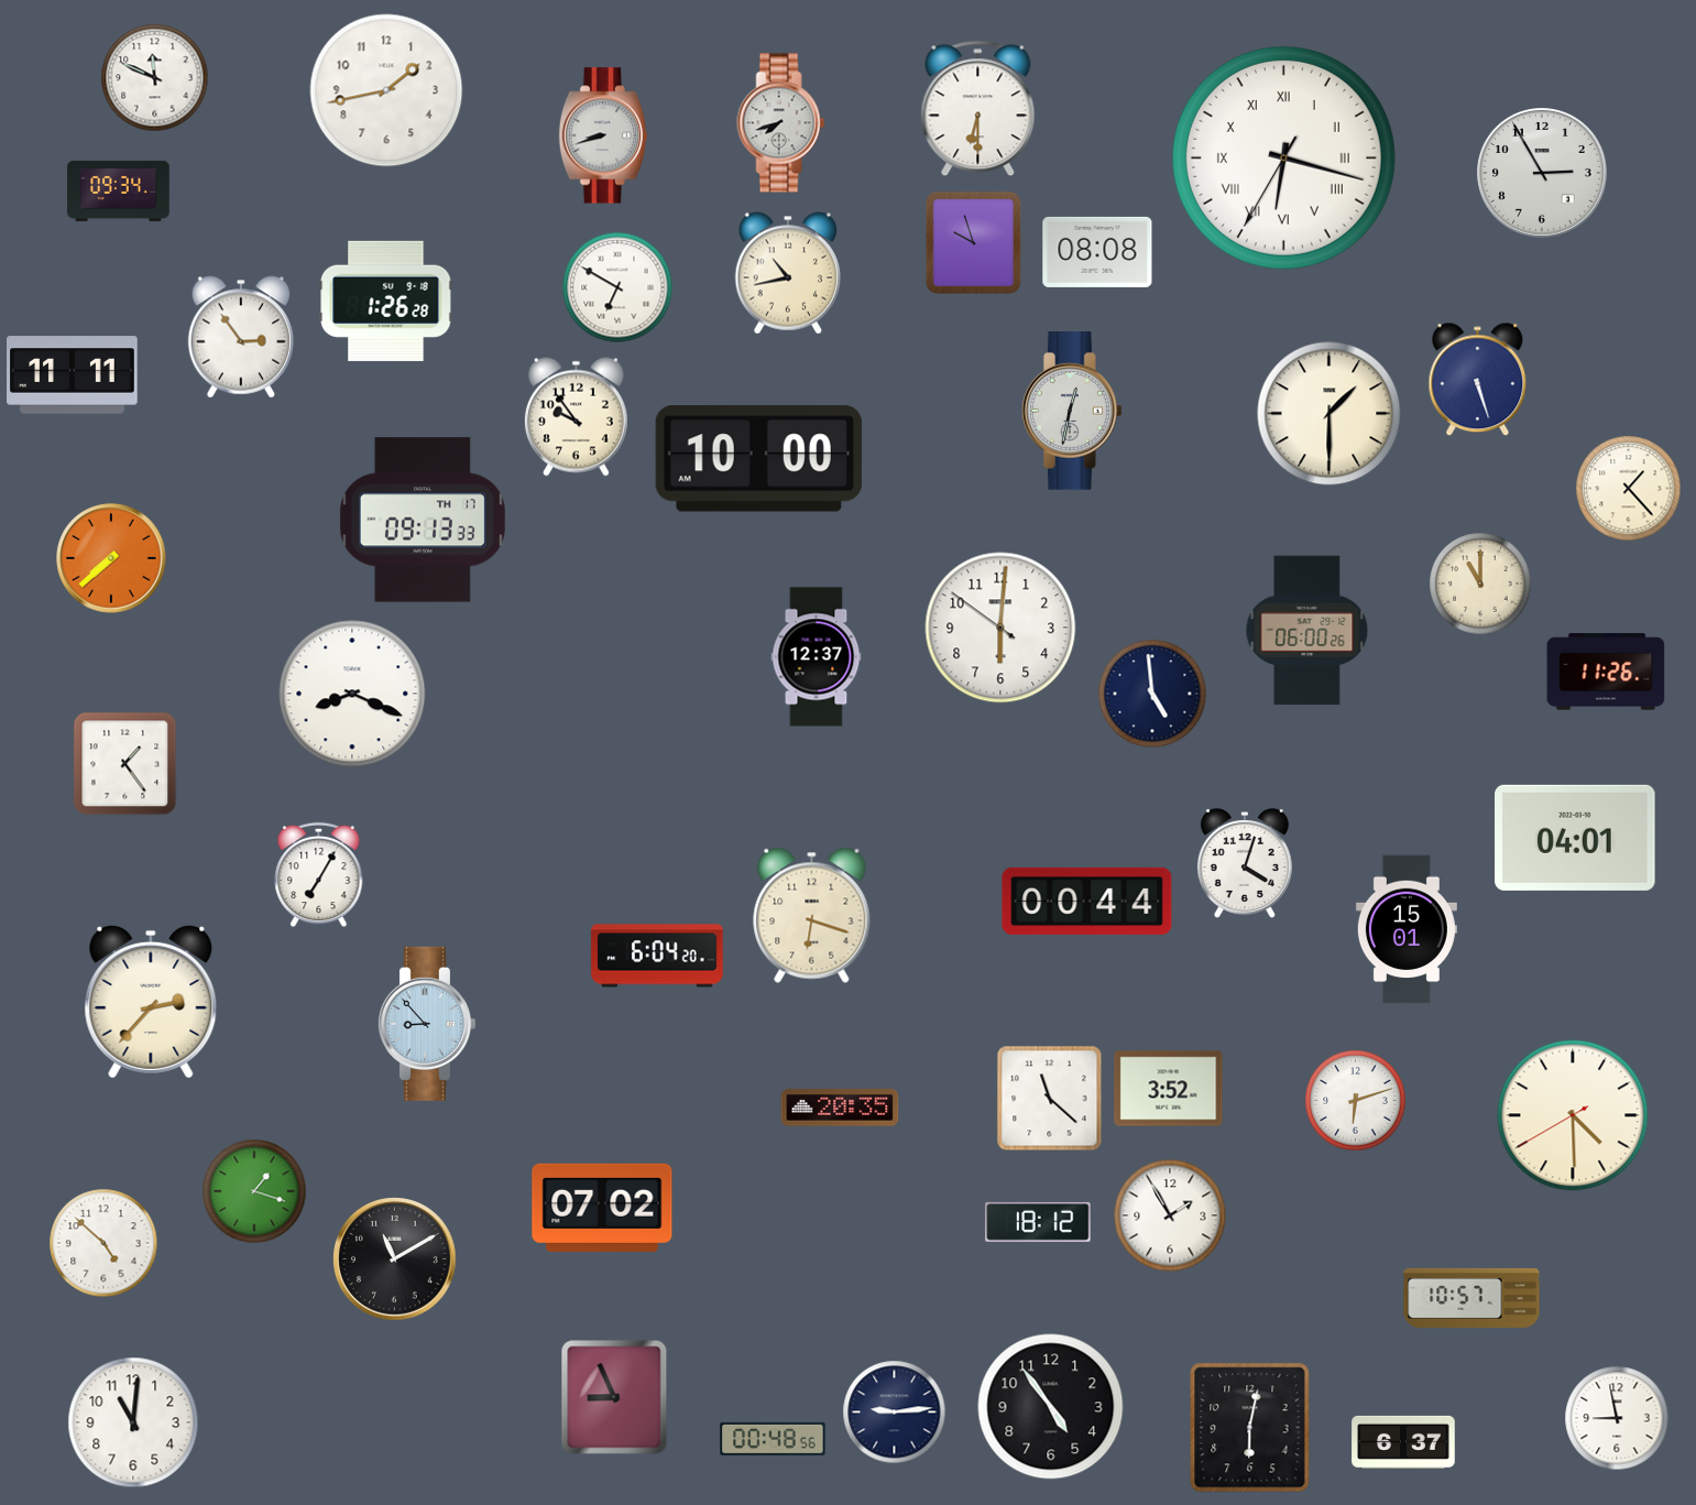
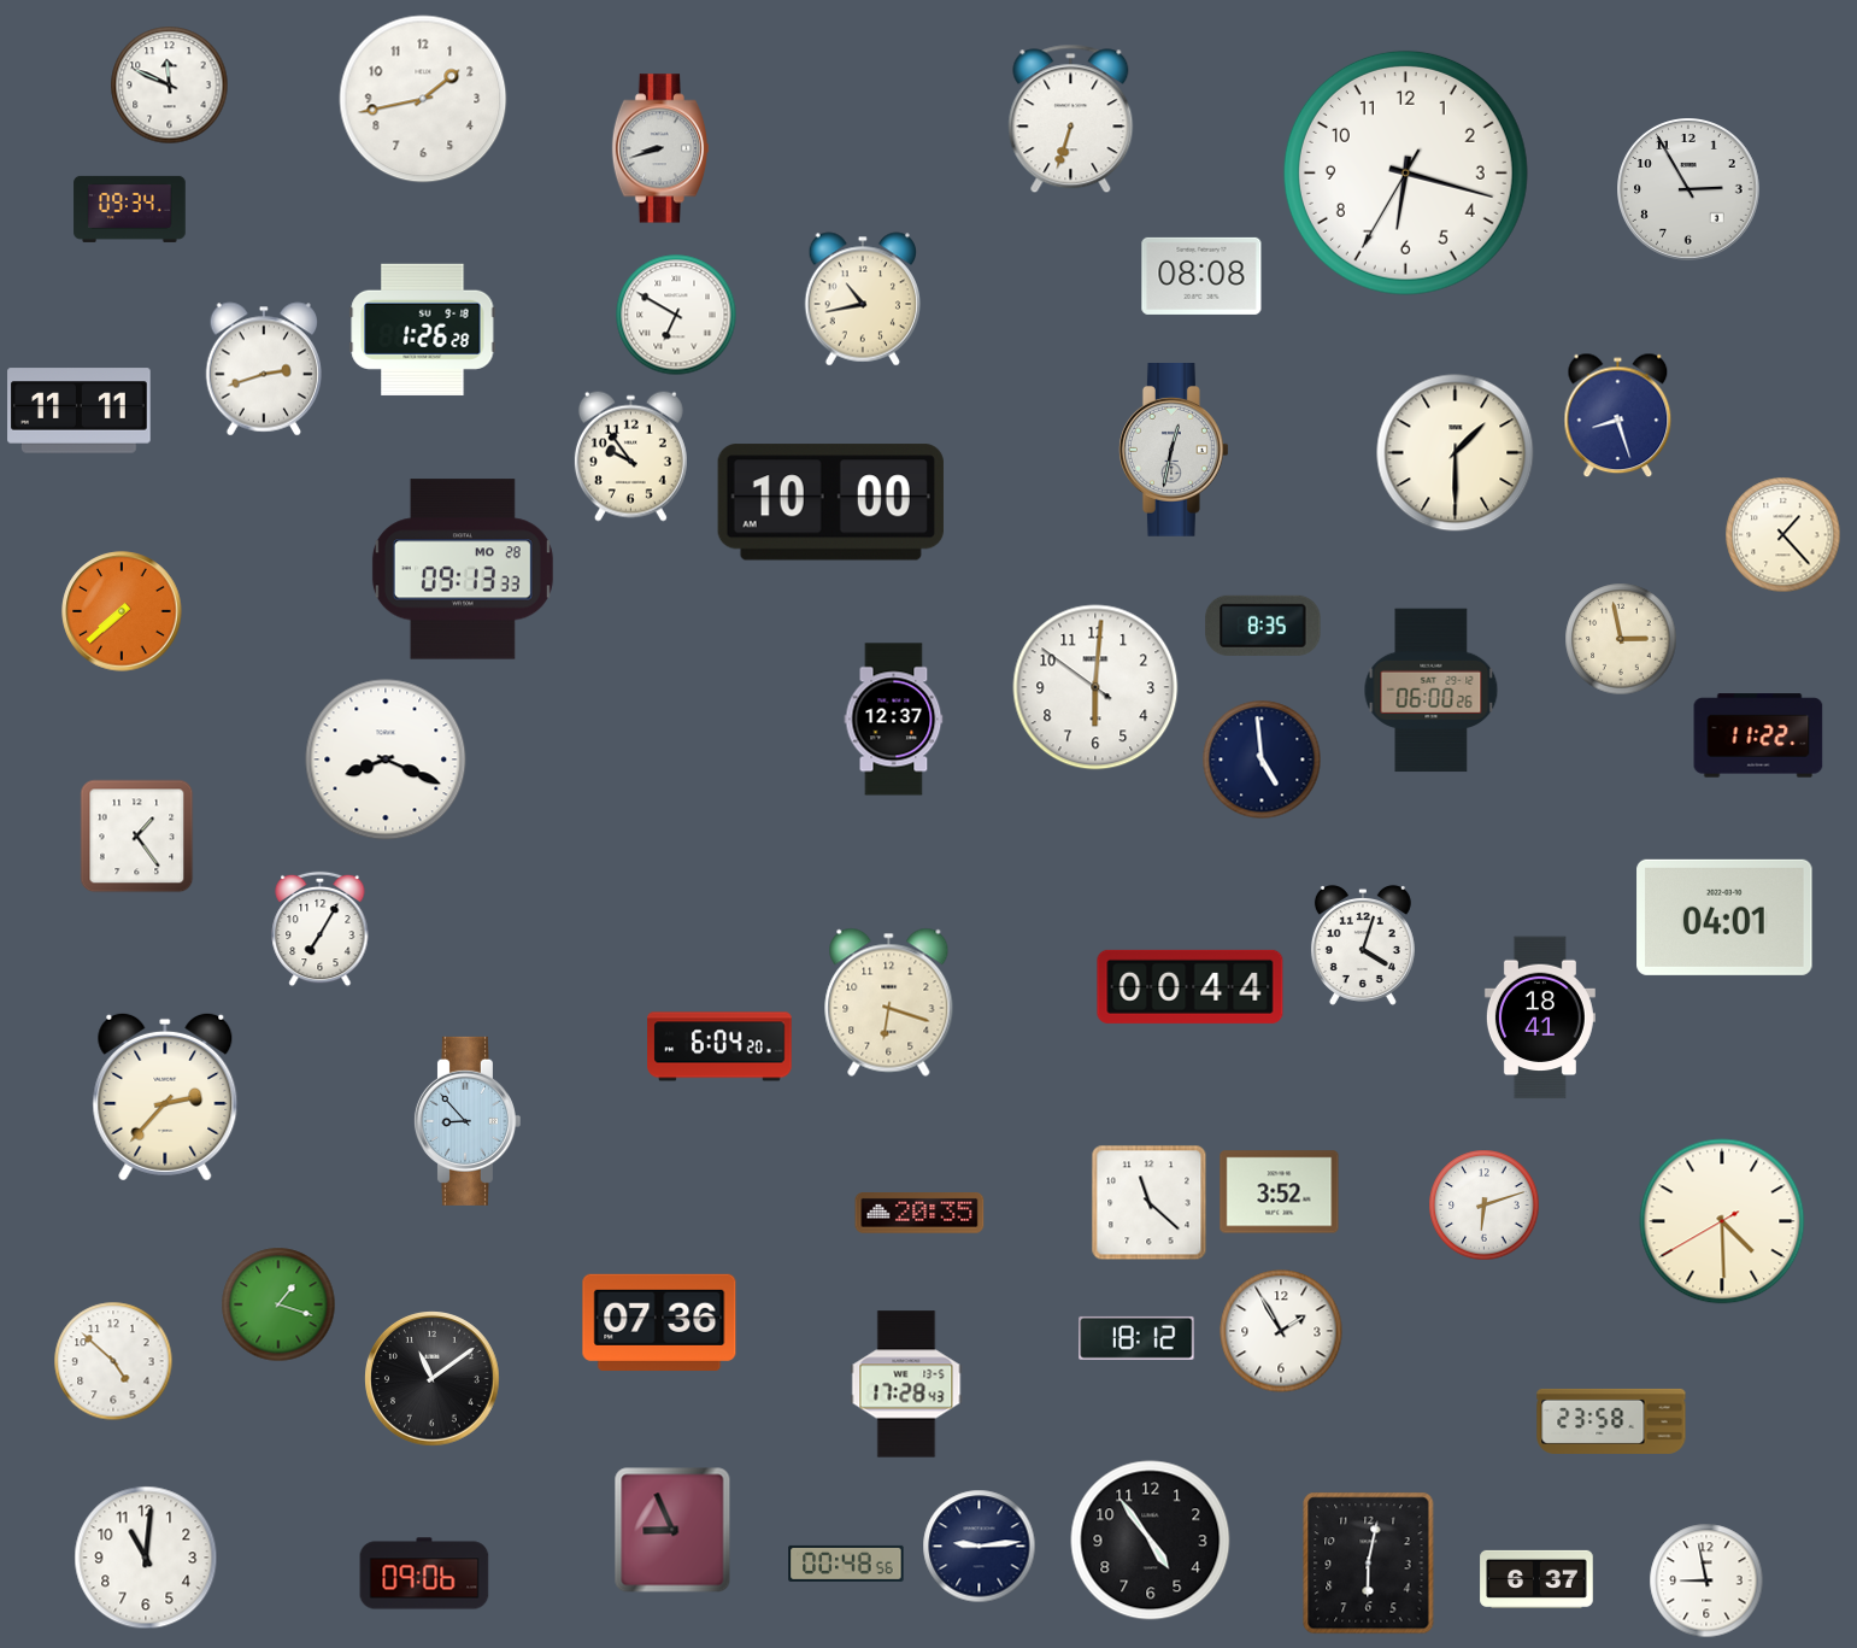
clock at (978, 109): 6:30 -> 6:33
clock at (781, 123): 7:42 -> none
clock at (1283, 157) numerals: Roman -> Arabic
clock at (973, 242): 9:57 -> none
clock at (241, 337): 2:54 -> 2:42
clock at (1478, 380): 5:27 -> 8:27
clock at (423, 520) date: TH 17 -> MO 28
clock at (1263, 626): none -> 8:35
clock at (1480, 584): 11:00 -> 2:58
clock at (1606, 672): 11:26 -> 11:22
clock at (319, 875) position: (319, 875) -> (321, 929)
clock at (1407, 929): 15:01 -> 18:41
clock at (602, 1208): 07:02 -> 07:36
clock at (395, 1259): 11:10 -> 11:09
clock at (906, 1384): none -> 17:28
clock at (1471, 1298): 10:57 -> 23:58
clock at (1617, 1418) position: (1617, 1418) -> (1706, 1580)
clock at (424, 1573): none -> 09:06
clock at (773, 1439) position: (773, 1439) -> (846, 1564)
